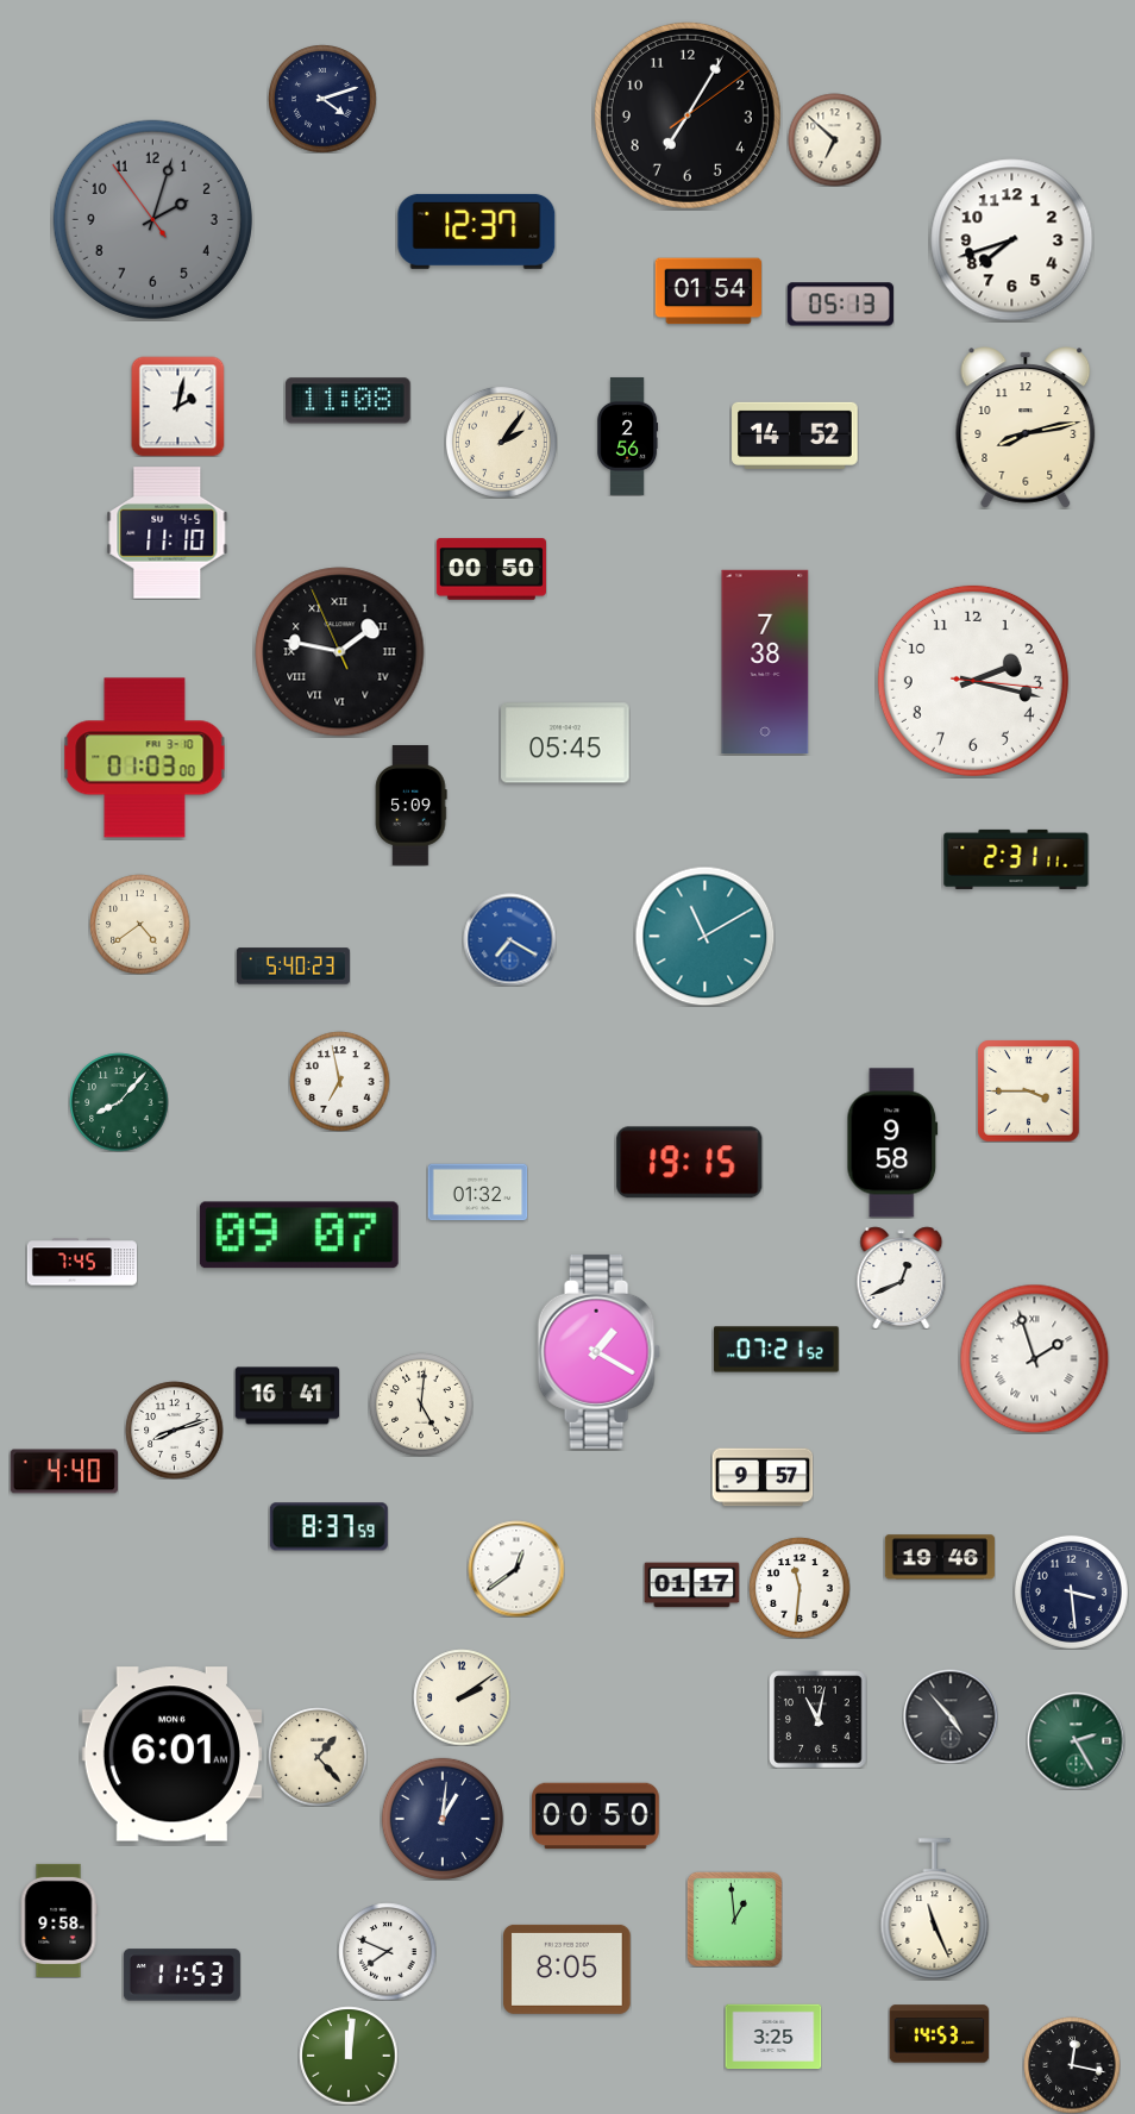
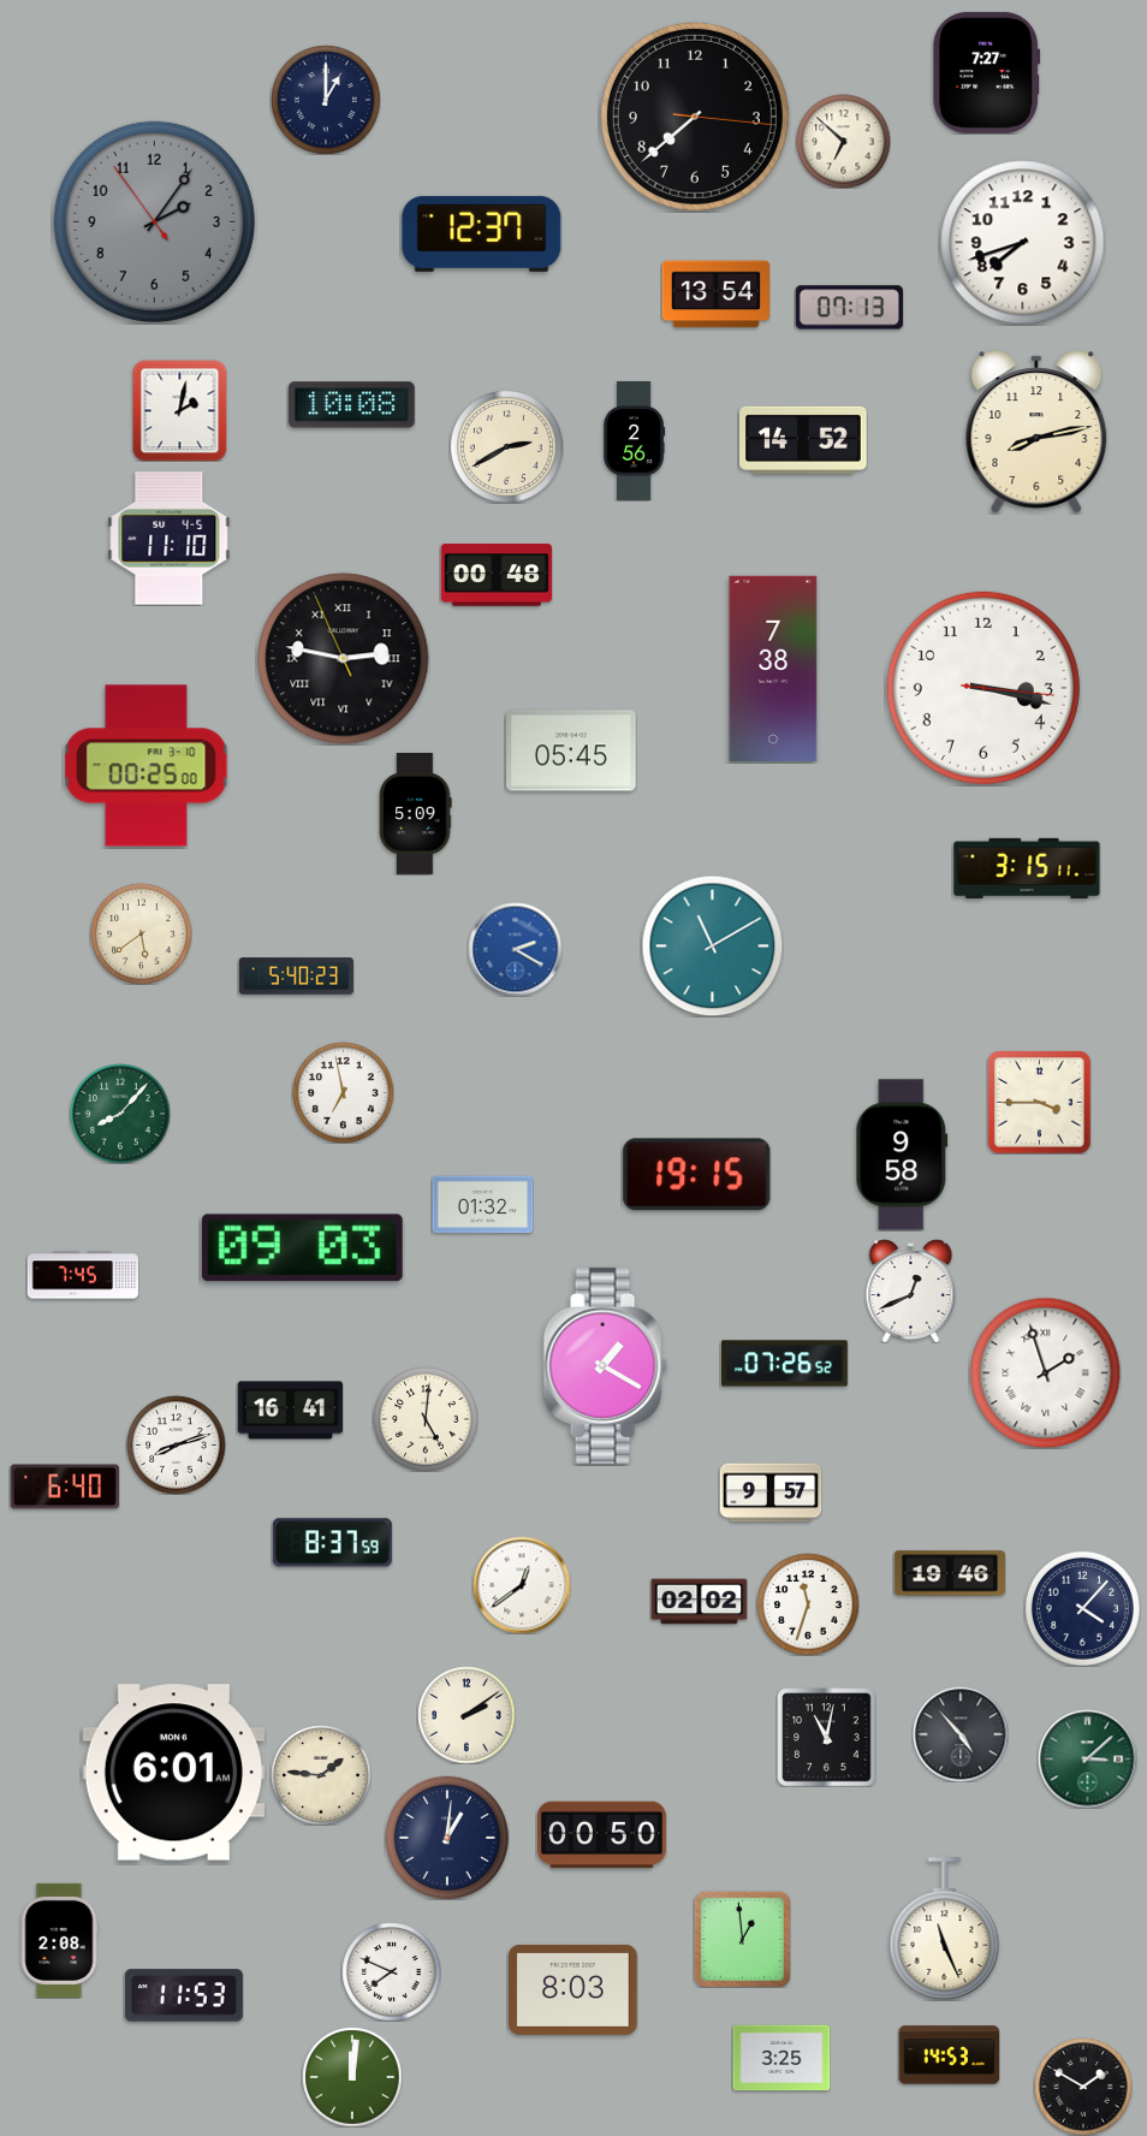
clock at (987, 72): none -> 7:27
clock at (322, 99): 4:12 -> 1:00
clock at (688, 115): 7:05 -> 7:38
clock at (152, 219): 2:02 -> 2:05
clock at (708, 292): 01:54 -> 13:54
clock at (840, 305): 05:13 -> 07:13
clock at (347, 401): 11:08 -> 10:08
clock at (501, 442): 2:06 -> 2:40
clock at (491, 569): 00:50 -> 00:48
clock at (340, 652): 1:46 -> 2:46
clock at (973, 681): 2:17 -> 3:17
clock at (145, 758): 01:03 -> 00:25
clock at (1016, 859): 2:31 -> 3:15
clock at (139, 924): 4:39 -> 5:39
clock at (509, 939): 7:20 -> 2:20
clock at (299, 1236): 09:07 -> 09:03
clock at (777, 1350): 07:21 -> 07:26
clock at (63, 1471): 4:40 -> 6:40
clock at (691, 1586): 01:17 -> 02:02
clock at (799, 1588): 11:31 -> 11:33
clock at (1071, 1591): 3:29 -> 4:07
clock at (1076, 1740): 2:25 -> 3:08
clock at (318, 1757): 1:23 -> 1:46
clock at (58, 1920): 9:58 -> 2:08
clock at (567, 1969): 8:05 -> 8:03
clock at (1072, 2065): 12:17 -> 1:50
